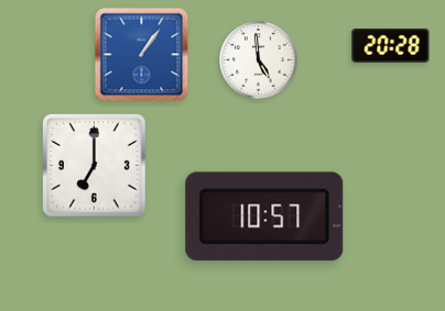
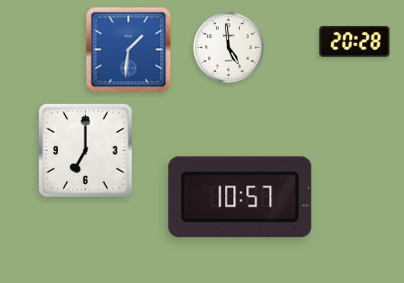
clock at (142, 55): 1:06 -> 1:31
clock at (259, 60) position: (259, 60) -> (229, 48)
